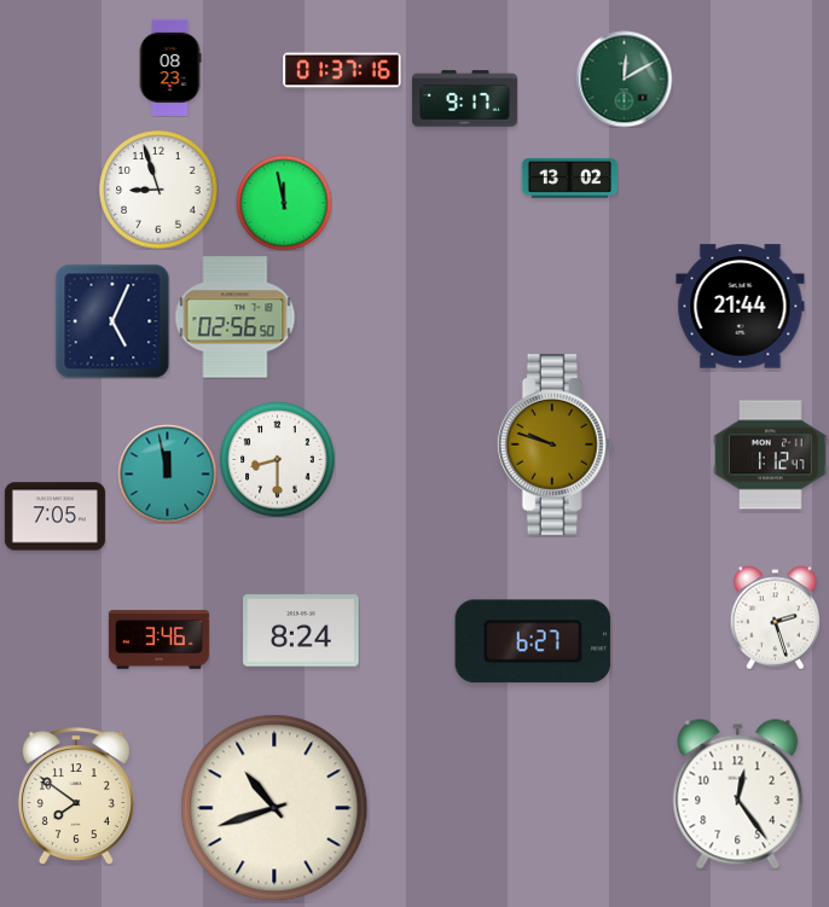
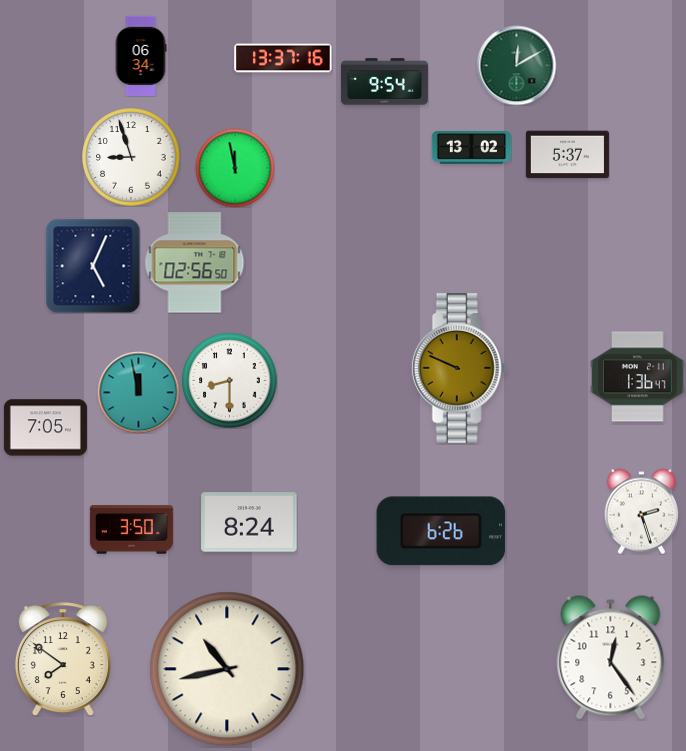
clock at (170, 66): 08:23 -> 06:34
clock at (342, 70): 01:37 -> 13:37
clock at (464, 99): 9:17 -> 9:54
clock at (567, 155): none -> 5:37
clock at (741, 307): 21:44 -> none
clock at (555, 446): 9:48 -> 9:49
clock at (771, 455): 1:12 -> 1:36
clock at (158, 640): 3:46 -> 3:50
clock at (533, 641): 6:27 -> 6:26
clock at (274, 808): 10:42 -> 10:43
